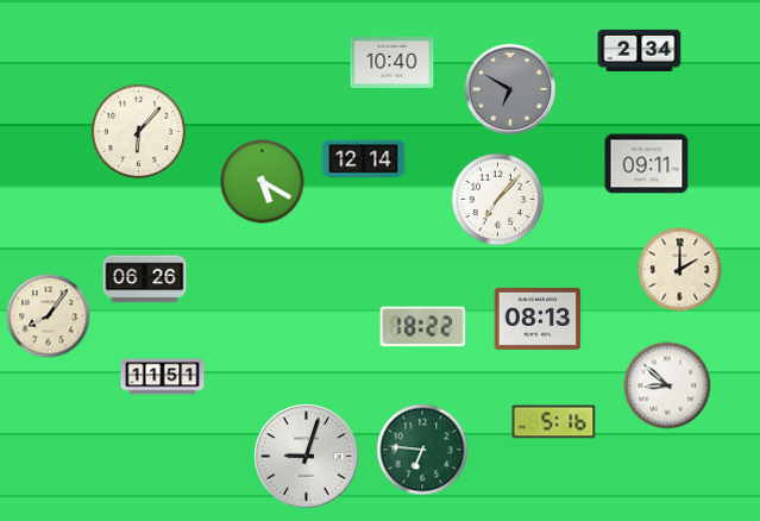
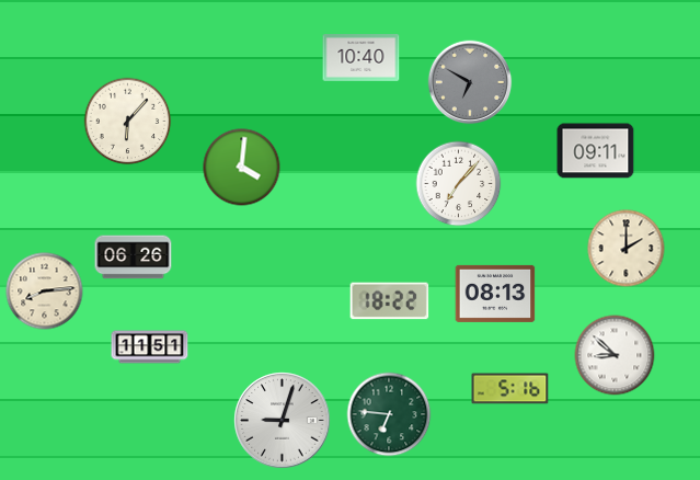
clock at (640, 50): 2:34 -> none
clock at (364, 159): 12:14 -> none
clock at (263, 182): 5:20 -> 4:01
clock at (49, 316): 8:06 -> 8:14
